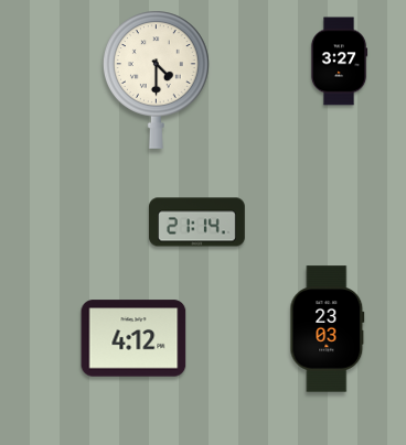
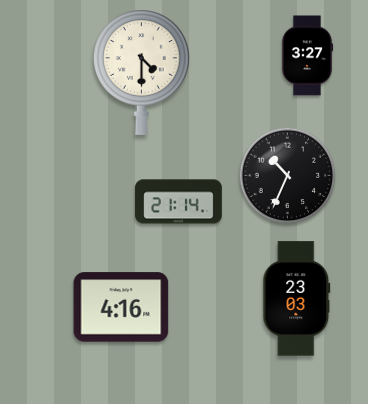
clock at (288, 176): none -> 10:34
clock at (133, 338): 4:12 -> 4:16
